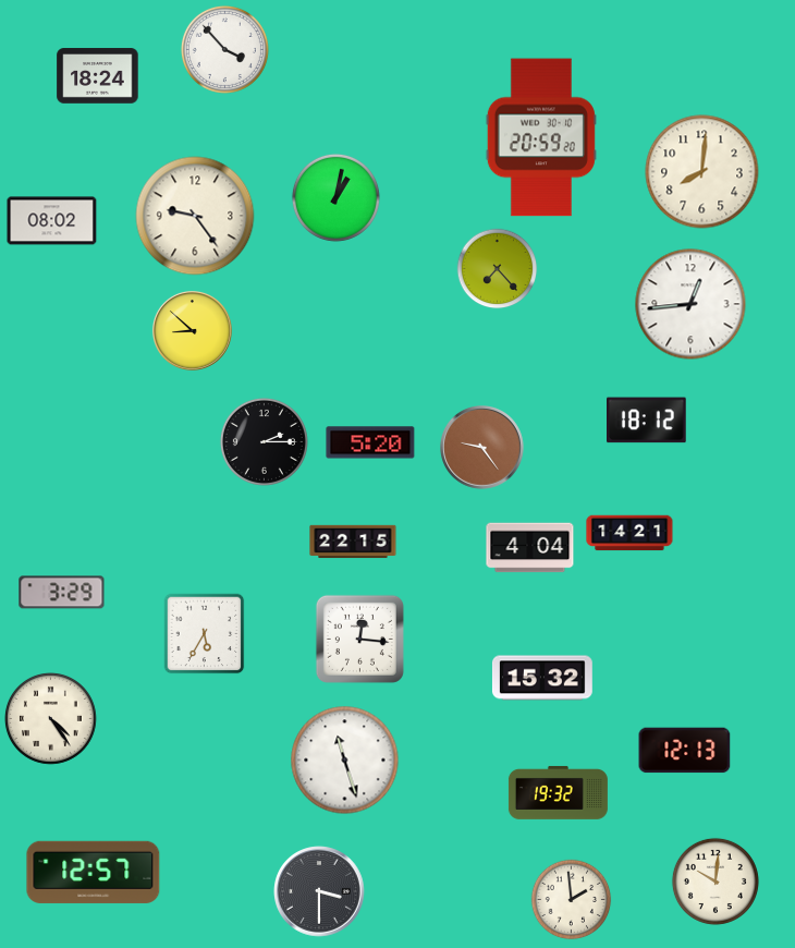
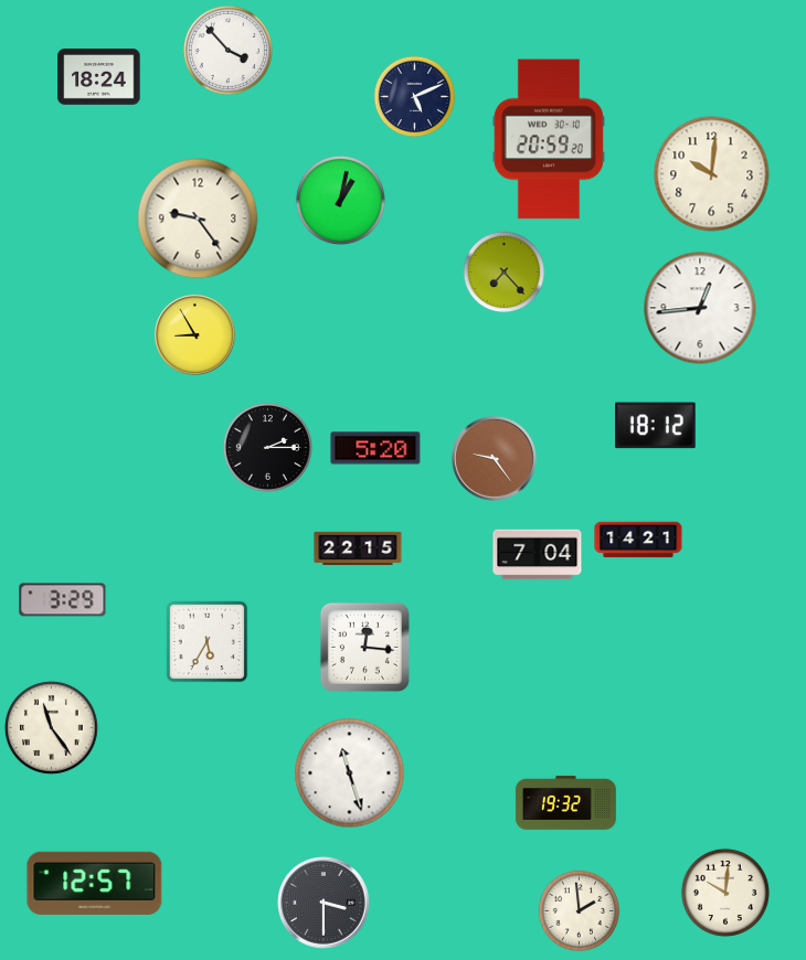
clock at (415, 97): none -> 5:11
clock at (702, 172): 8:01 -> 10:01
clock at (52, 221): 08:02 -> none
clock at (192, 330): 8:52 -> 8:55
clock at (482, 448) position: (482, 448) -> (495, 459)
clock at (530, 548): 4:04 -> 7:04
clock at (542, 678): 15:32 -> none
clock at (51, 719): 4:24 -> 11:24
clock at (685, 751): 12:13 -> none
clock at (345, 761) position: (345, 761) -> (350, 774)
